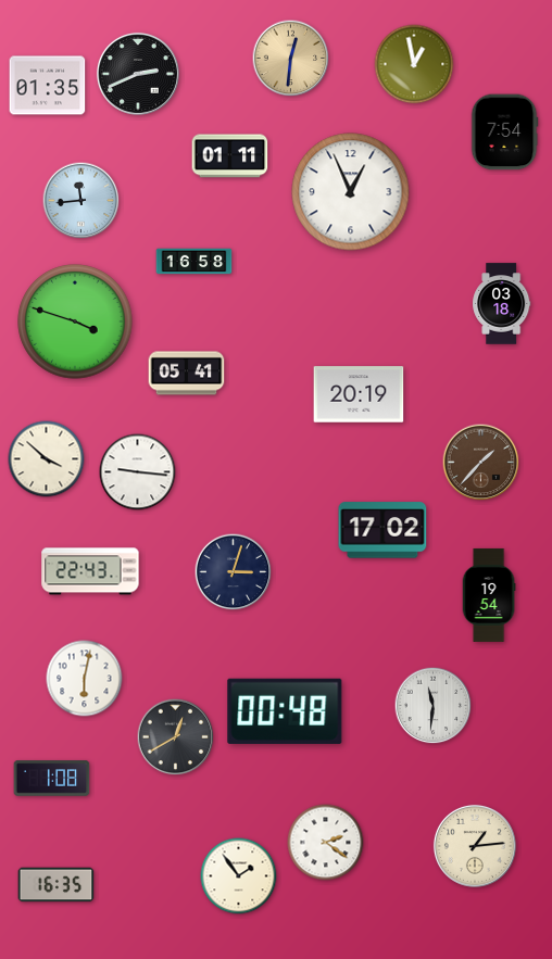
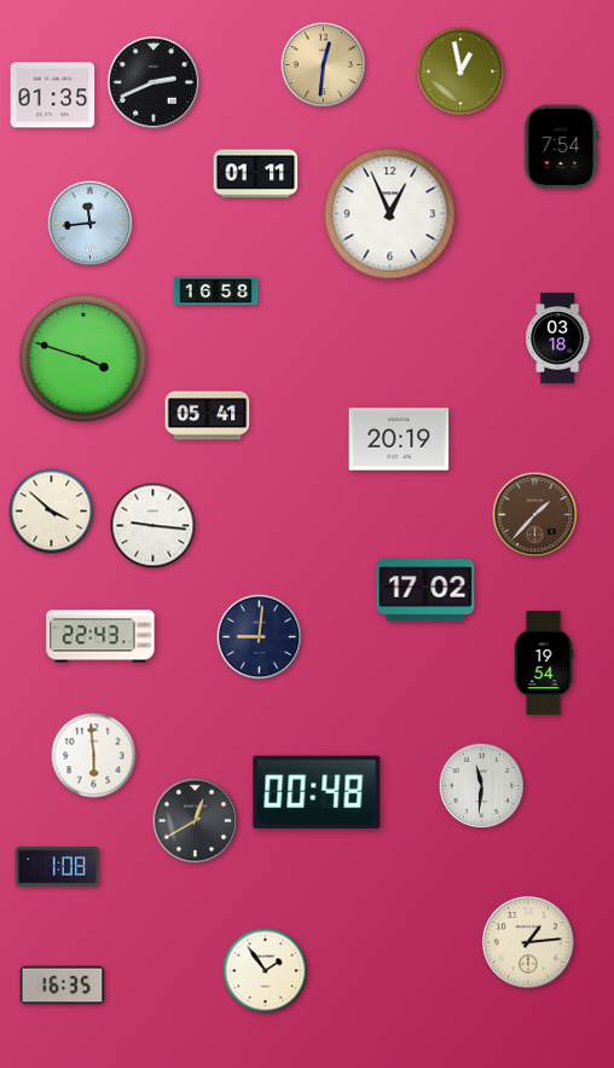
clock at (234, 572): 3:03 -> 9:01
clock at (85, 679): 6:02 -> 5:59
clock at (326, 843): 2:21 -> none
clock at (239, 876) position: (239, 876) -> (266, 971)
